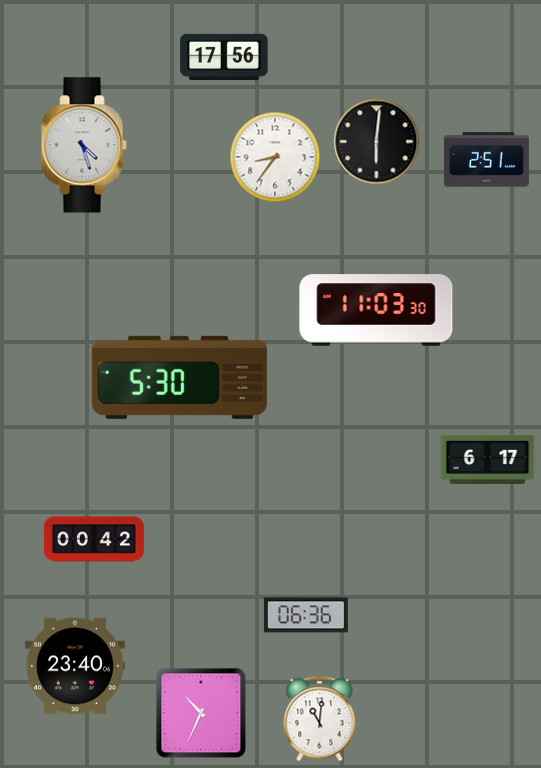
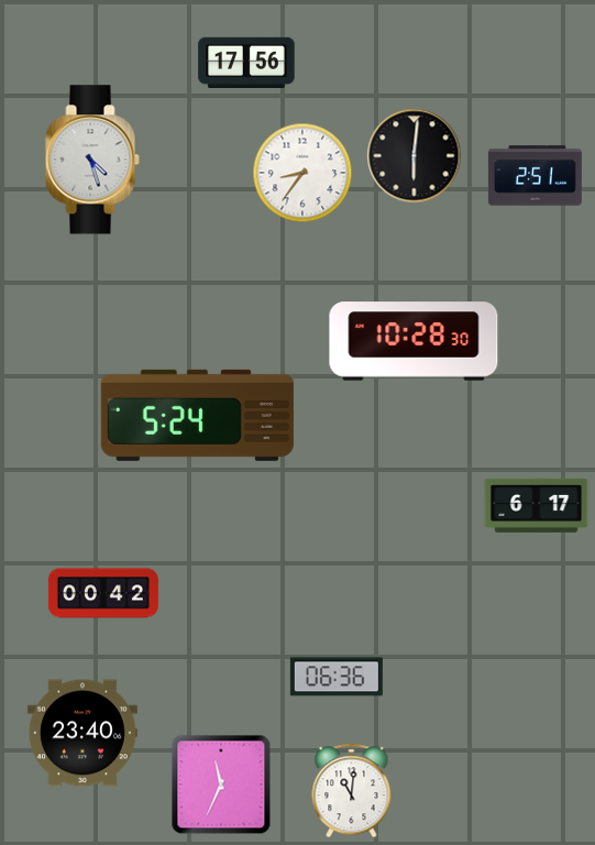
clock at (376, 310): 11:03 -> 10:28
clock at (179, 377): 5:30 -> 5:24
clock at (201, 713): 10:34 -> 11:34
